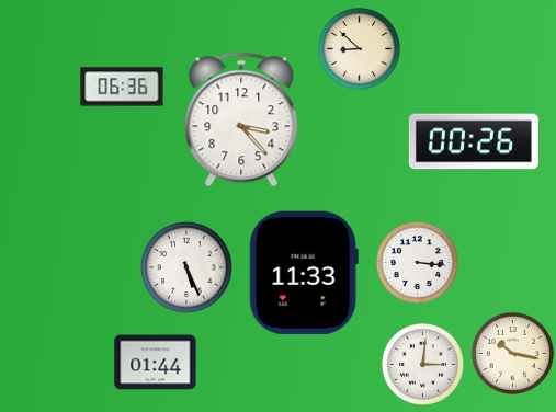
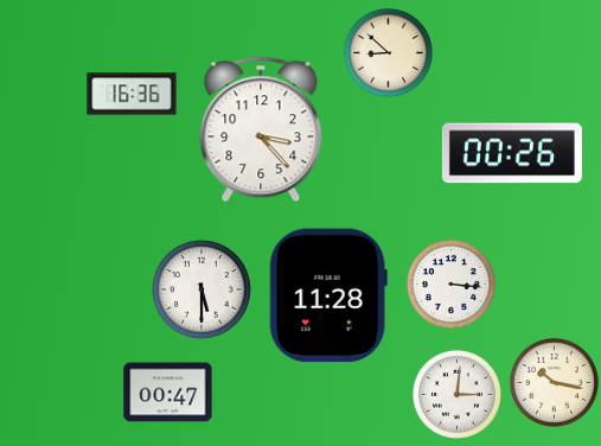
clock at (122, 87): 06:36 -> 16:36
clock at (188, 268): 5:26 -> 5:30
clock at (304, 273): 11:33 -> 11:28
clock at (156, 363): 01:44 -> 00:47
